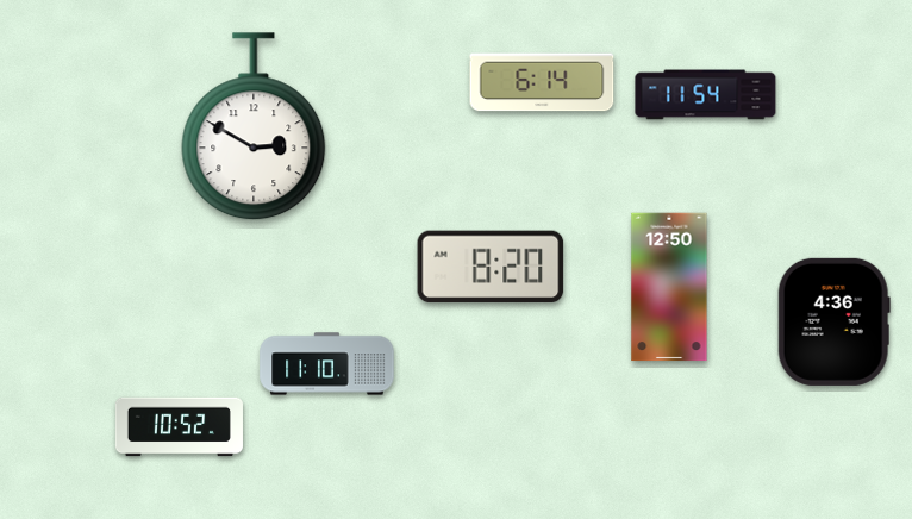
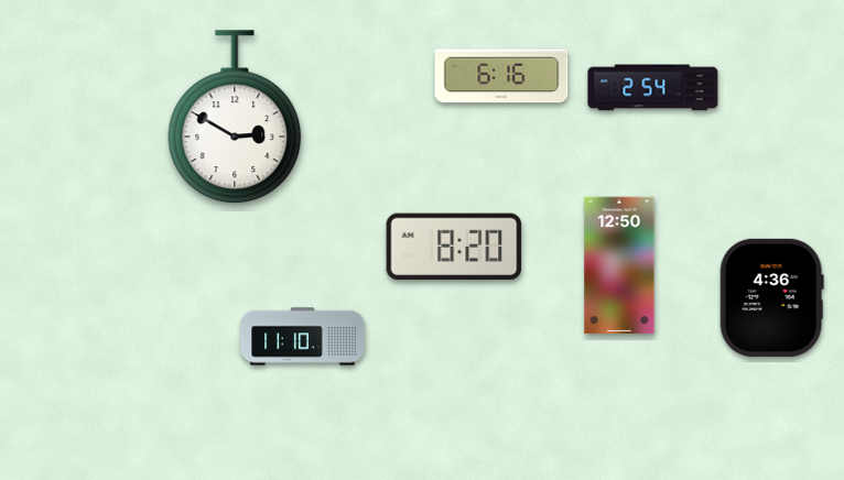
clock at (542, 82): 6:14 -> 6:16
clock at (706, 95): 11:54 -> 2:54
clock at (179, 427): 10:52 -> none
